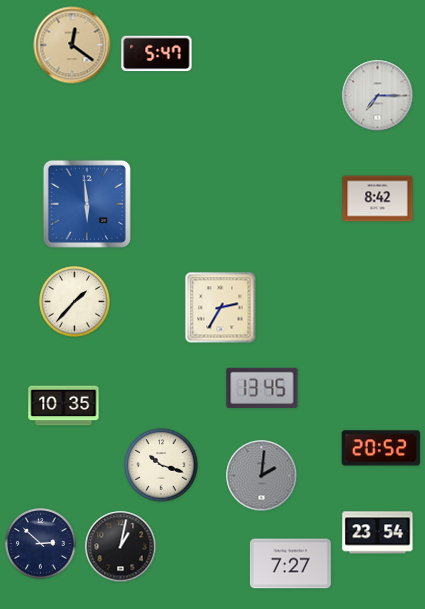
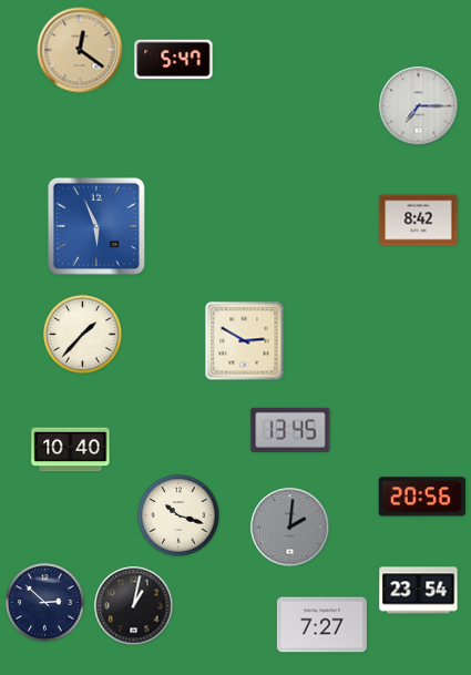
clock at (87, 204): 5:59 -> 5:56
clock at (221, 308): 2:35 -> 2:50
clock at (64, 406): 10:35 -> 10:40
clock at (381, 448): 20:52 -> 20:56
